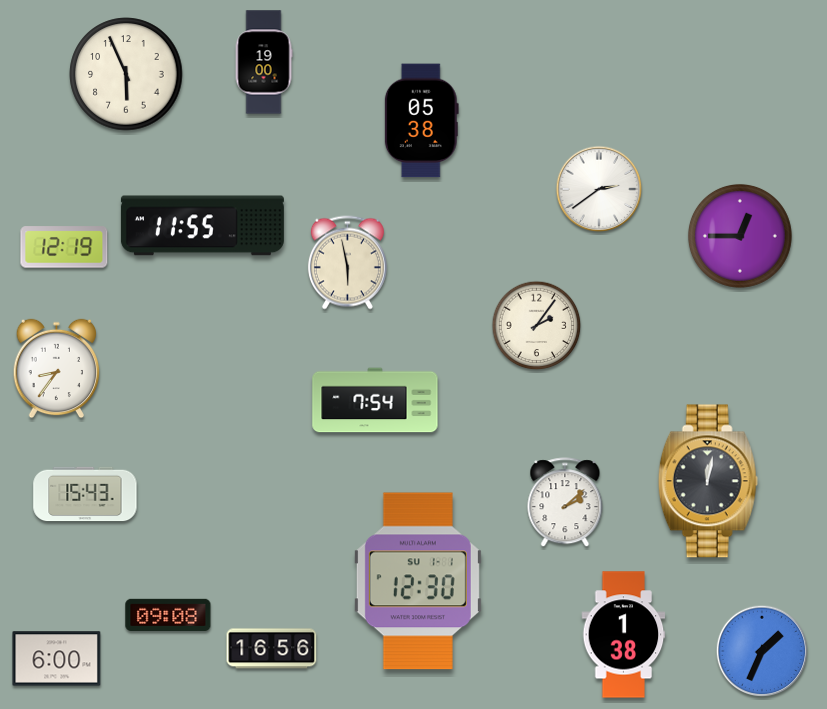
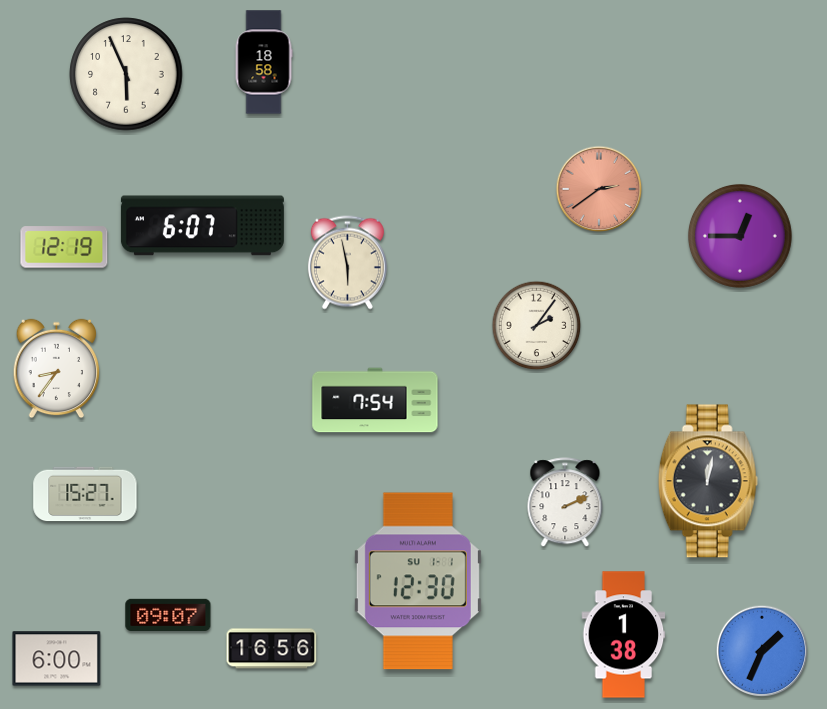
clock at (264, 62): 19:00 -> 18:58
clock at (421, 121): 05:38 -> none
clock at (599, 189) dial: white -> salmon
clock at (202, 226): 11:55 -> 6:07
clock at (85, 494): 15:43 -> 15:27
clock at (565, 503): 2:08 -> 2:11
clock at (168, 615): 09:08 -> 09:07
